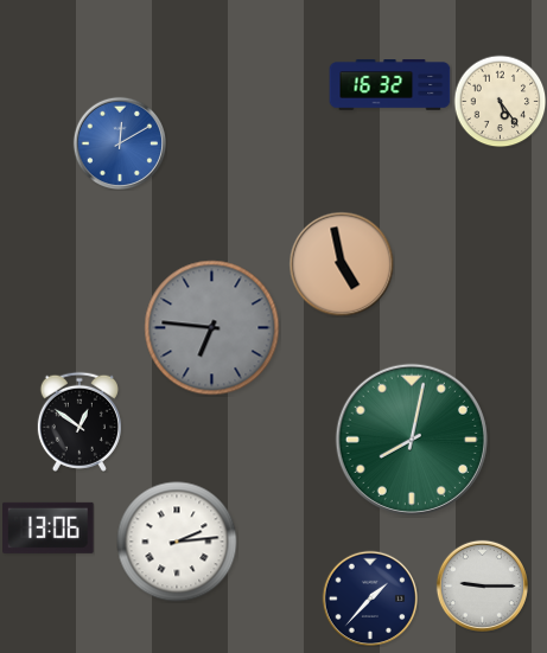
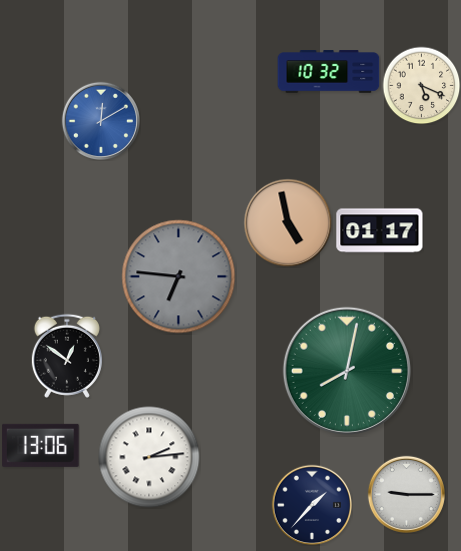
clock at (390, 85): 16:32 -> 10:32
clock at (500, 101): 5:24 -> 5:19
clock at (380, 231): none -> 01:17
